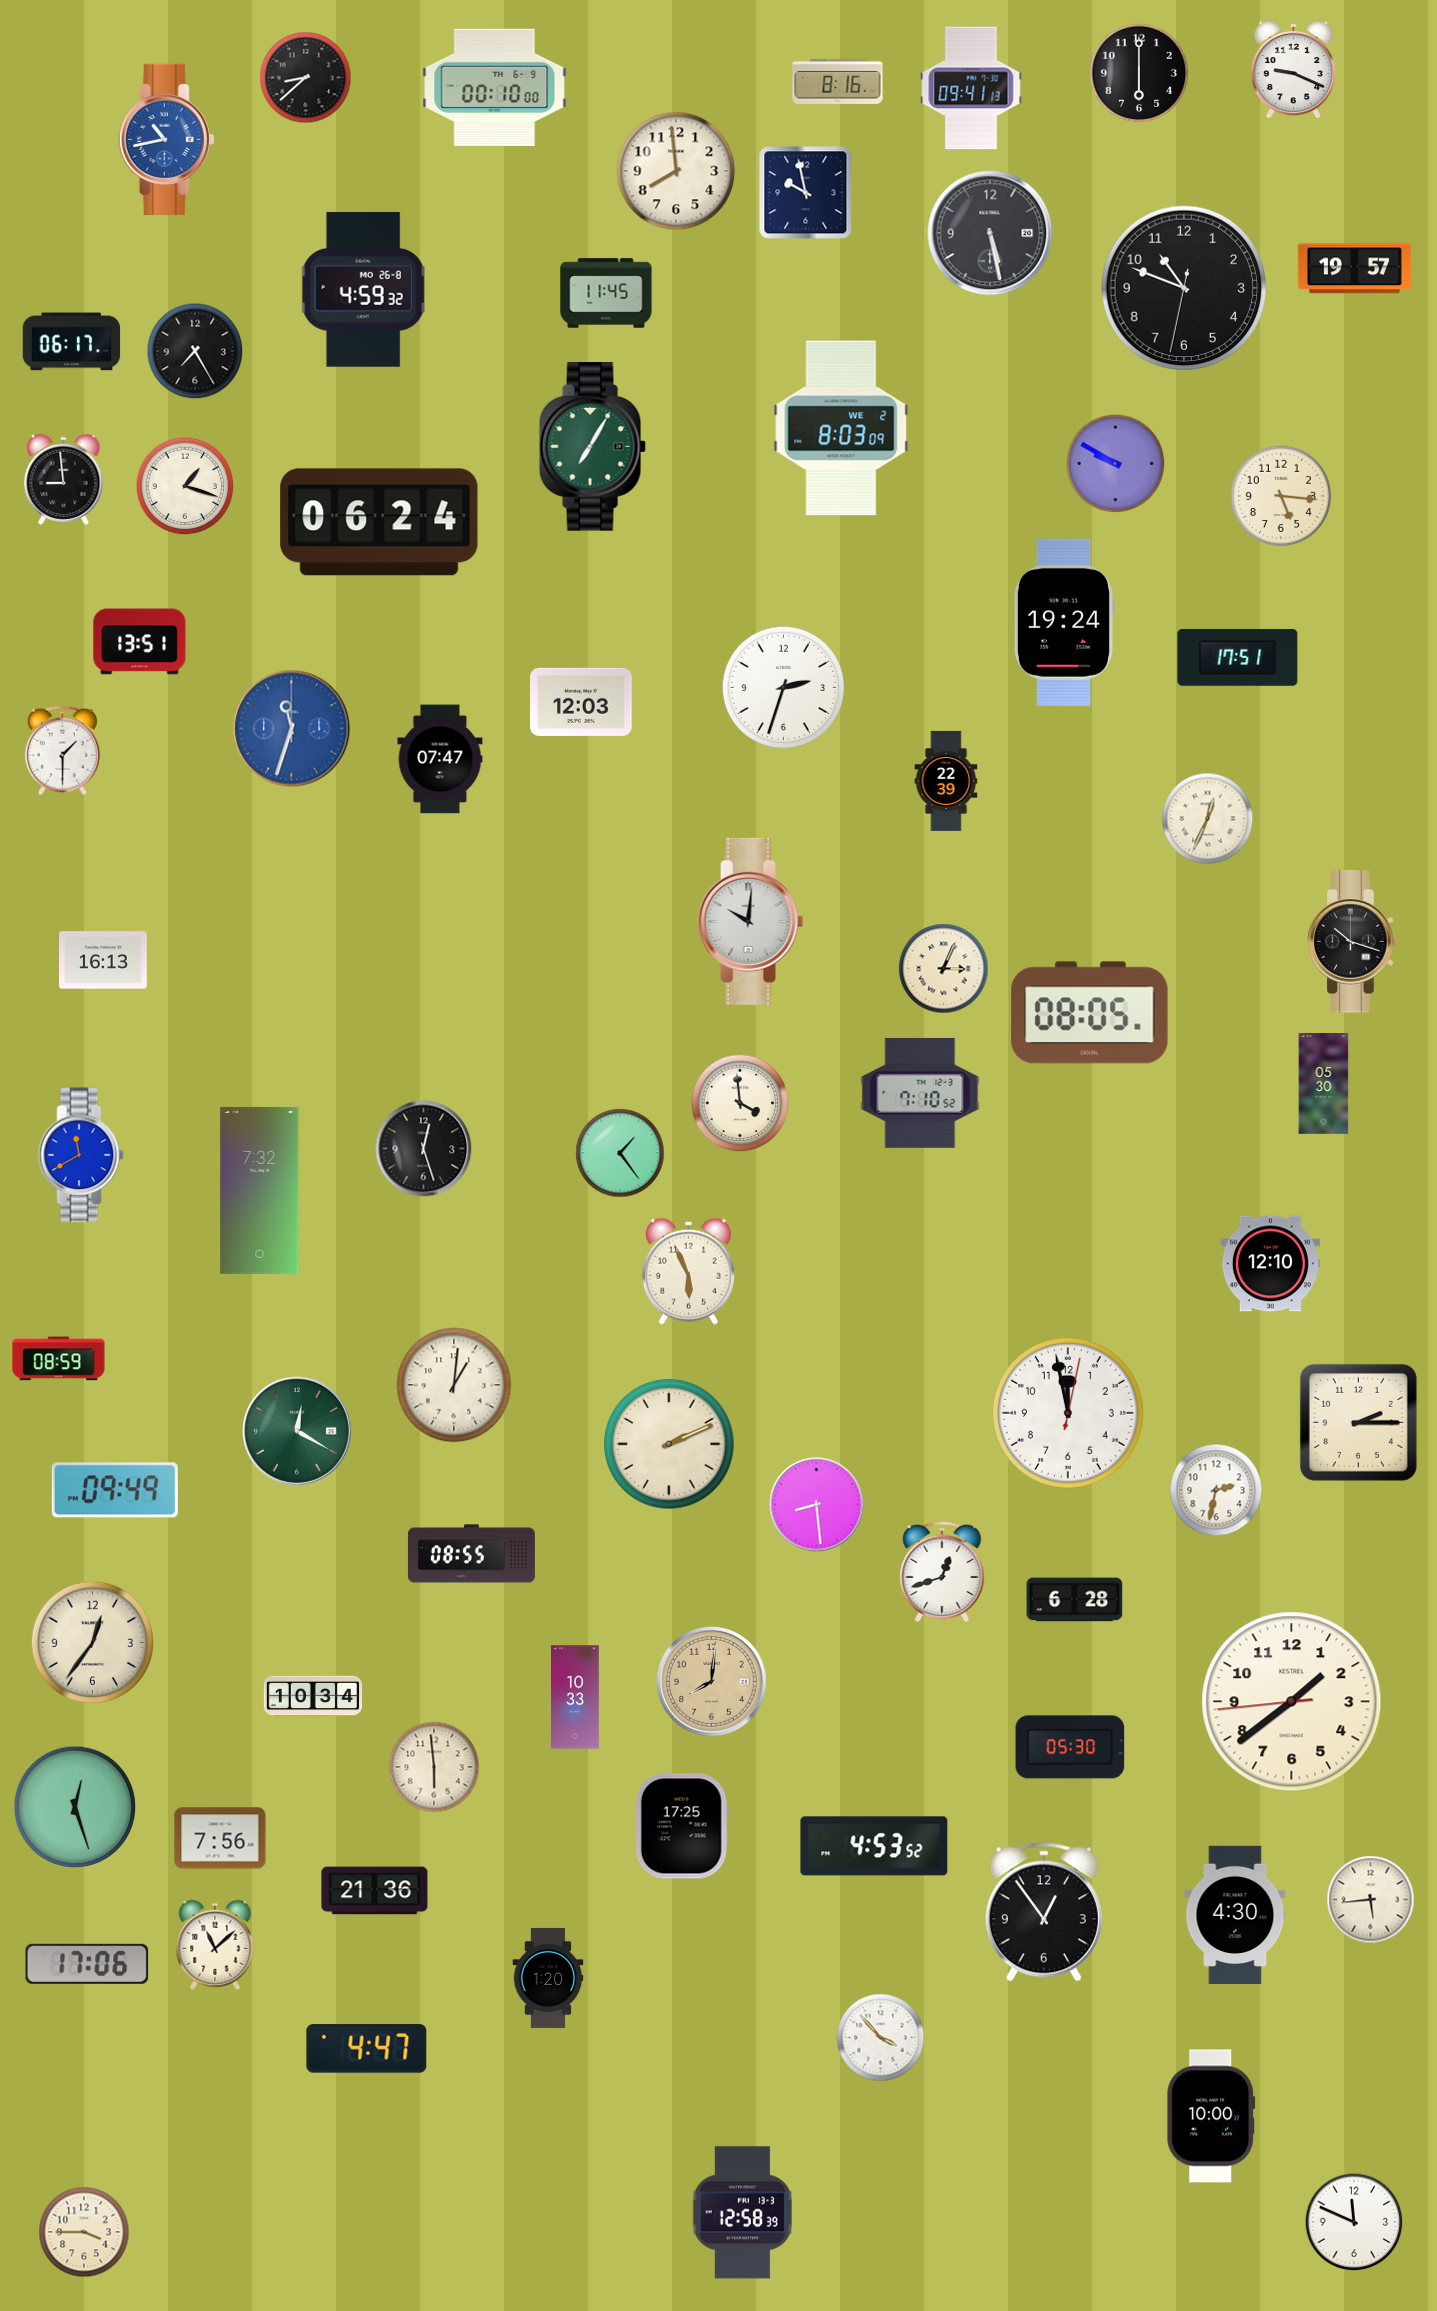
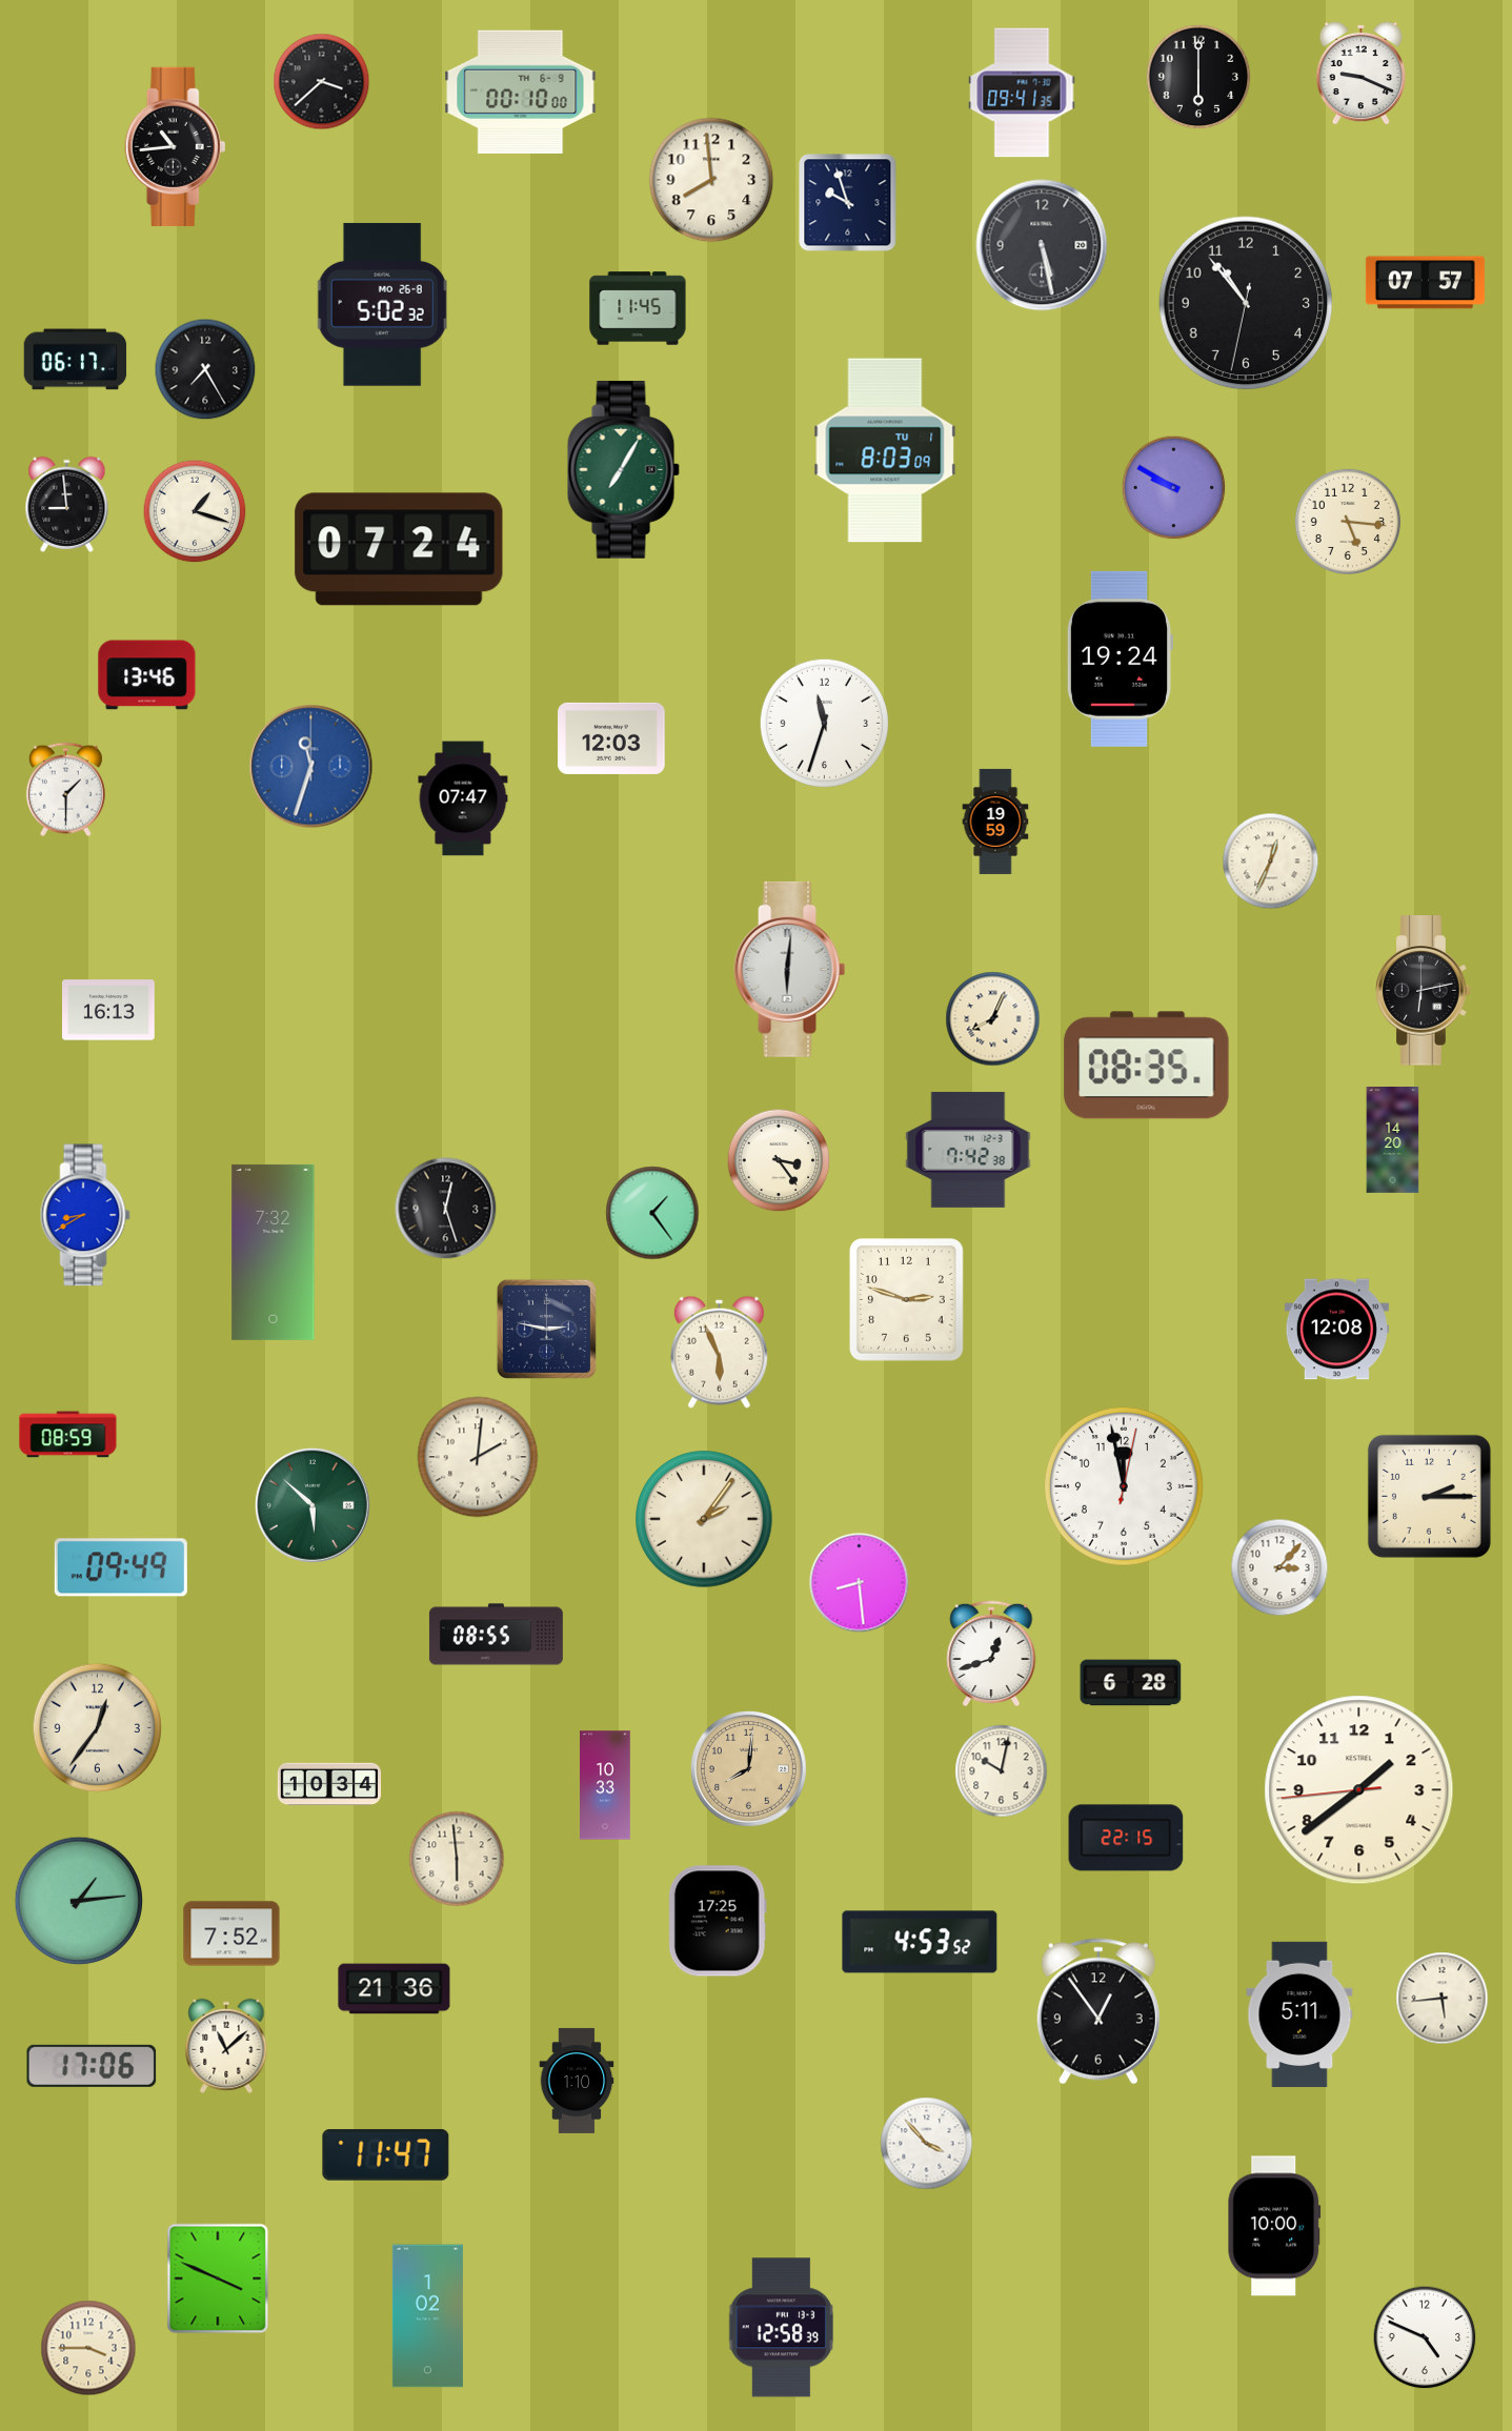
clock at (306, 78): 8:38 -> 3:38
clock at (838, 81): 8:16 -> none
clock at (971, 88): 09:41:13 -> 09:41:35
clock at (167, 139): 10:43 -> 10:44
clock at (167, 139) dial: blue -> black
clock at (806, 193): 9:58 -> 9:57
clock at (1354, 269): 19:57 -> 07:57
clock at (1184, 288): 10:48 -> 10:53
clock at (363, 289): 4:59 -> 5:02
clock at (841, 428) date: WE 2 -> TU 1
clock at (379, 522): 06:24 -> 07:24
clock at (1064, 622) position: (1064, 622) -> (1120, 659)
clock at (140, 642): 13:51 -> 13:46
clock at (1238, 657): 17:51 -> none
clock at (783, 687): 2:33 -> 11:33
clock at (292, 729) position: (292, 729) -> (311, 767)
clock at (946, 781): 22:39 -> 19:59
clock at (751, 921): 10:01 -> 6:01
clock at (1353, 942): 10:18 -> 6:13
clock at (944, 969): 3:04 -> 8:04
clock at (1090, 1013): 08:05 -> 08:35
clock at (1324, 1084): 05:30 -> 14:20
clock at (920, 1093): 7:10 -> 7:42
clock at (740, 1103): 3:59 -> 3:24
clock at (81, 1155): 11:40 -> 8:40
clock at (907, 1300): none -> 2:48
clock at (546, 1329): none -> 2:47
clock at (1270, 1264): 12:10 -> 12:08
clock at (688, 1271) position: (688, 1271) -> (719, 1352)
clock at (59, 1359) position: (59, 1359) -> (68, 1435)
clock at (454, 1385): 1:01 -> 2:01
clock at (297, 1431): 12:20 -> 5:52
clock at (669, 1444): 2:11 -> 2:06
clock at (1216, 1490): 2:32 -> 3:07
clock at (1002, 1771): none -> 10:02
clock at (1070, 1747): 05:30 -> 22:15
clock at (75, 1807): 12:27 -> 1:14
clock at (220, 1838): 7:56 -> 7:52
clock at (1235, 1914): 4:30 -> 5:11
clock at (548, 1978): 1:20 -> 1:10
clock at (367, 2049): 4:47 -> 11:47
clock at (218, 2278): none -> 3:49
clock at (427, 2316): none -> 1:02
clock at (1354, 2222): 11:49 -> 4:49
